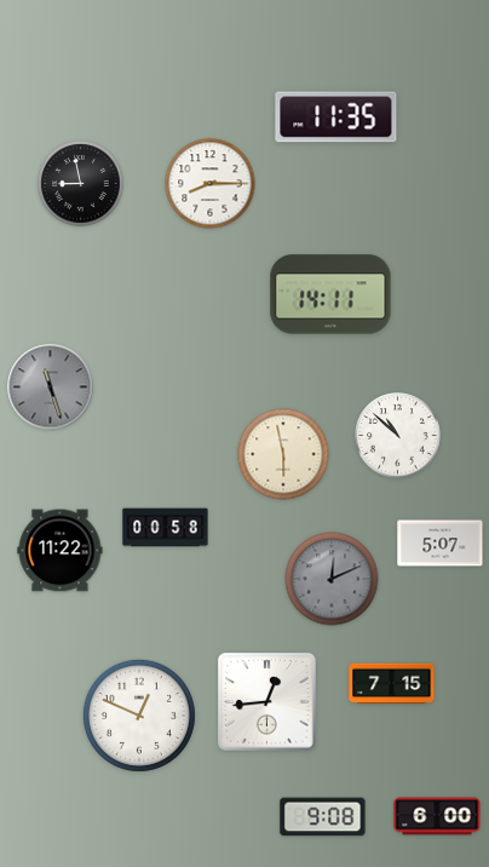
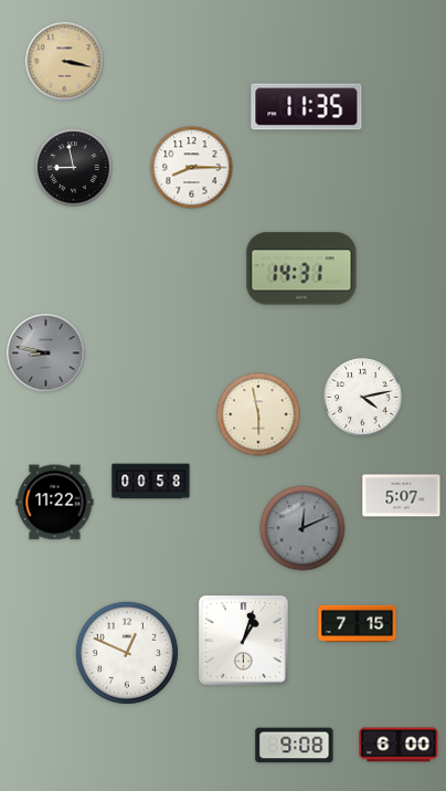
clock at (65, 62): none -> 3:17
clock at (330, 294): 14:11 -> 14:31
clock at (51, 387): 11:27 -> 8:47
clock at (398, 436): 10:52 -> 4:13
clock at (267, 702): 12:44 -> 1:03
